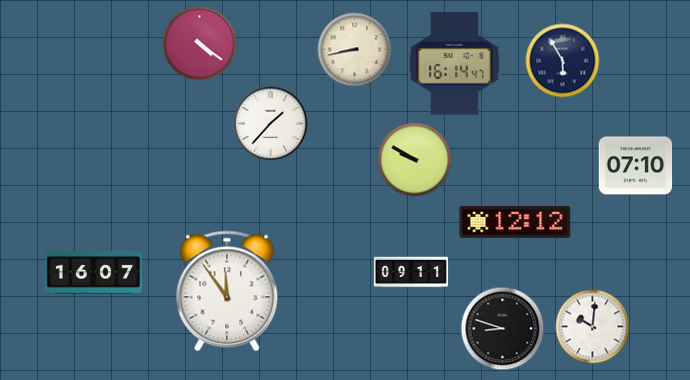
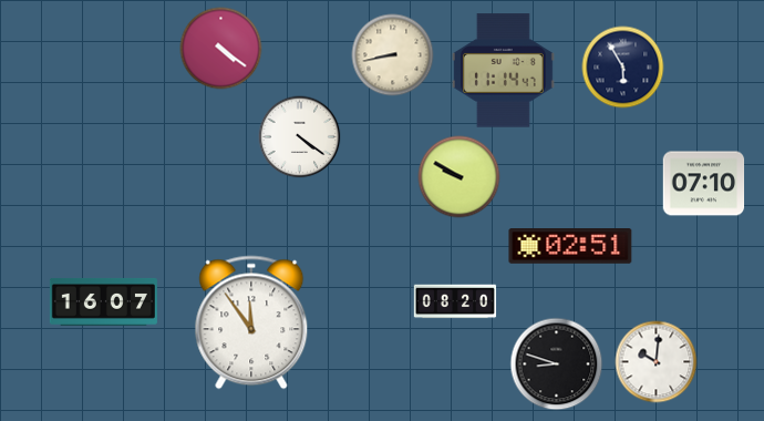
clock at (454, 64): 16:14 -> 11:14
clock at (271, 124): 1:37 -> 4:21
clock at (515, 222): 12:12 -> 02:51
clock at (411, 272): 09:11 -> 08:20
